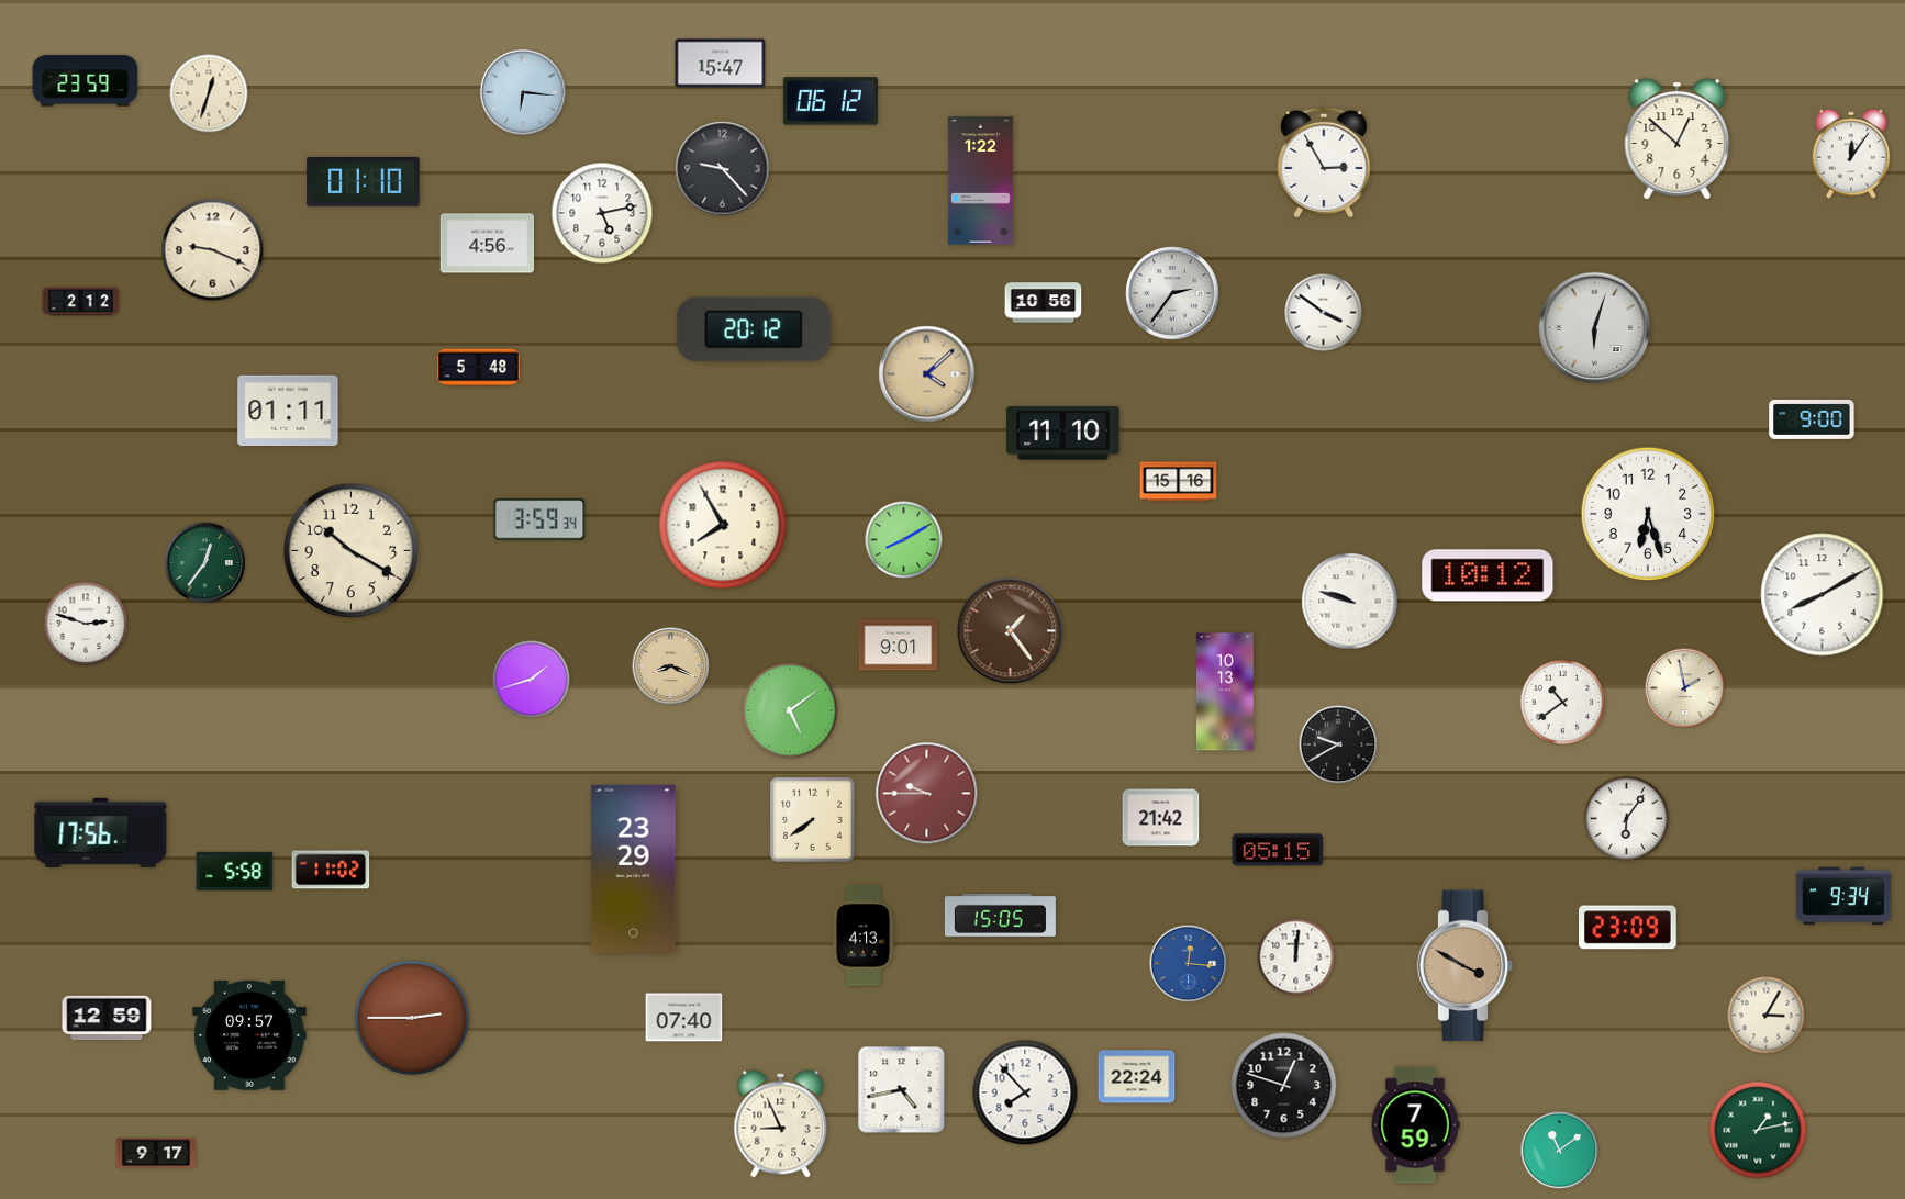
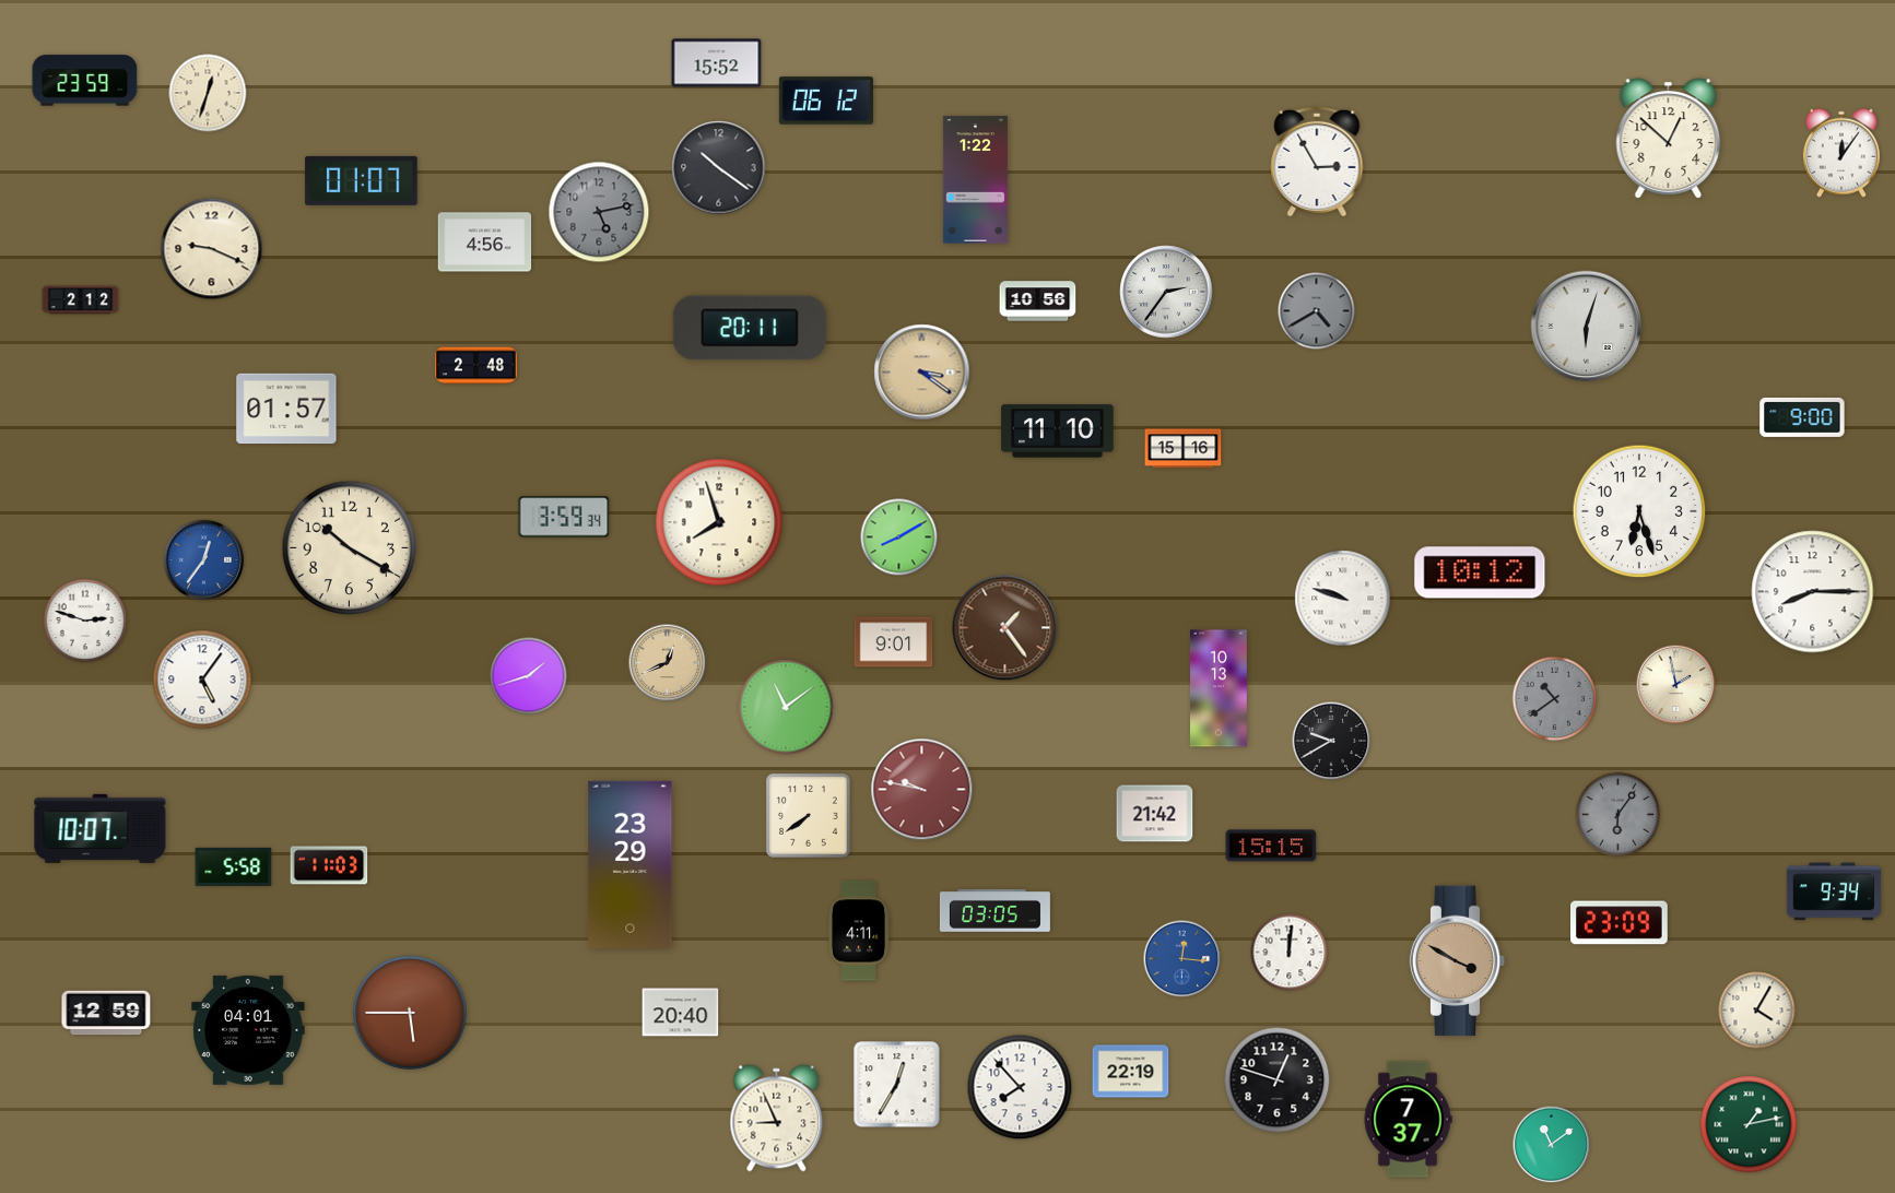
clock at (721, 64): 15:47 -> 15:52
clock at (523, 92): 6:16 -> none
clock at (723, 169): 9:23 -> 10:21
clock at (364, 181): 01:10 -> 01:07
clock at (602, 213) dial: white -> grey
clock at (1324, 313): 3:51 -> 4:40
clock at (1324, 313) dial: white -> grey
clock at (754, 329): 20:12 -> 20:11
clock at (479, 368): 5:48 -> 2:48
clock at (927, 374): 4:08 -> 3:21
clock at (288, 411): 01:11 -> 01:57
clock at (1179, 482) position: (1179, 482) -> (1184, 449)
clock at (539, 519) position: (539, 519) -> (564, 517)
clock at (723, 525): 7:55 -> 7:57
clock at (205, 563) dial: green -> blue
clock at (1823, 595): 8:10 -> 8:15
clock at (671, 666): 8:19 -> 12:41
clock at (202, 680): none -> 5:06
clock at (1563, 703) dial: white -> grey
clock at (790, 710): 5:09 -> 11:09
clock at (927, 794): 9:45 -> 9:47
clock at (1627, 819) dial: white -> grey
clock at (101, 832): 17:56 -> 10:07
clock at (1278, 850): 05:15 -> 15:15
clock at (331, 870): 11:02 -> 11:03
clock at (1000, 916): 15:05 -> 03:05
clock at (865, 935): 4:13 -> 4:11
clock at (1767, 1016): 3:05 -> 4:05
clock at (412, 1018): 2:45 -> 5:45
clock at (684, 1018): 07:40 -> 20:40
clock at (249, 1035): 09:57 -> 04:01
clock at (1137, 1077): 22:24 -> 22:19
clock at (902, 1090): 4:43 -> 12:35
clock at (1415, 1125): 7:59 -> 7:37
clock at (156, 1153): 9:17 -> none
